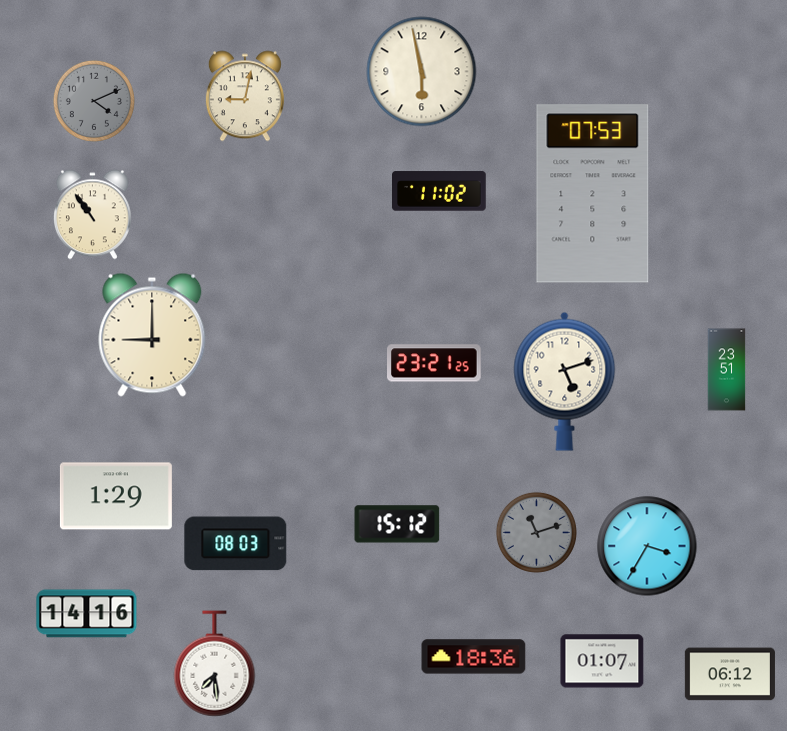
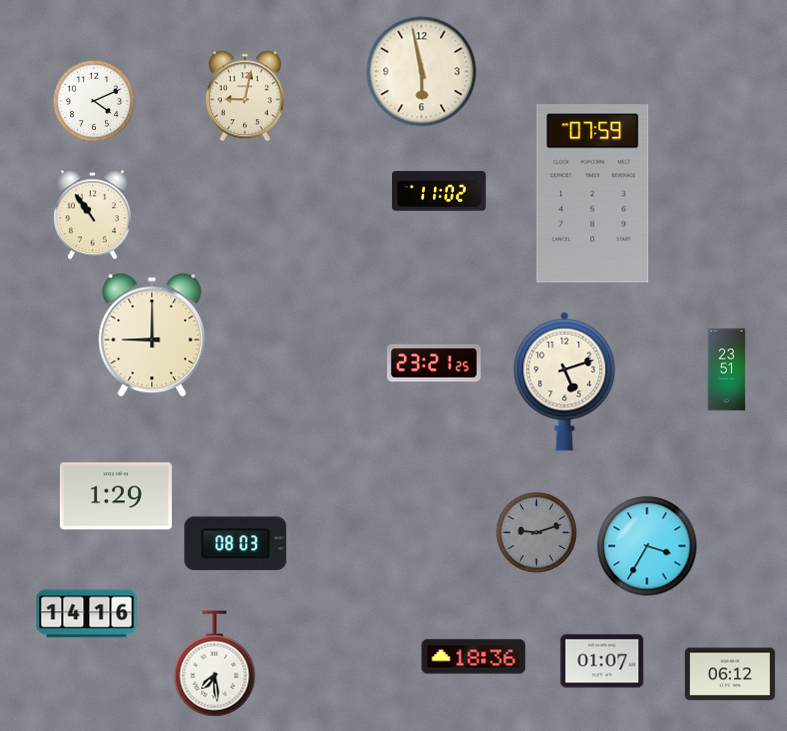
clock at (94, 101) dial: grey -> white
clock at (593, 194): 07:53 -> 07:59
clock at (397, 524): 15:12 -> none
clock at (536, 532): 11:12 -> 9:12
